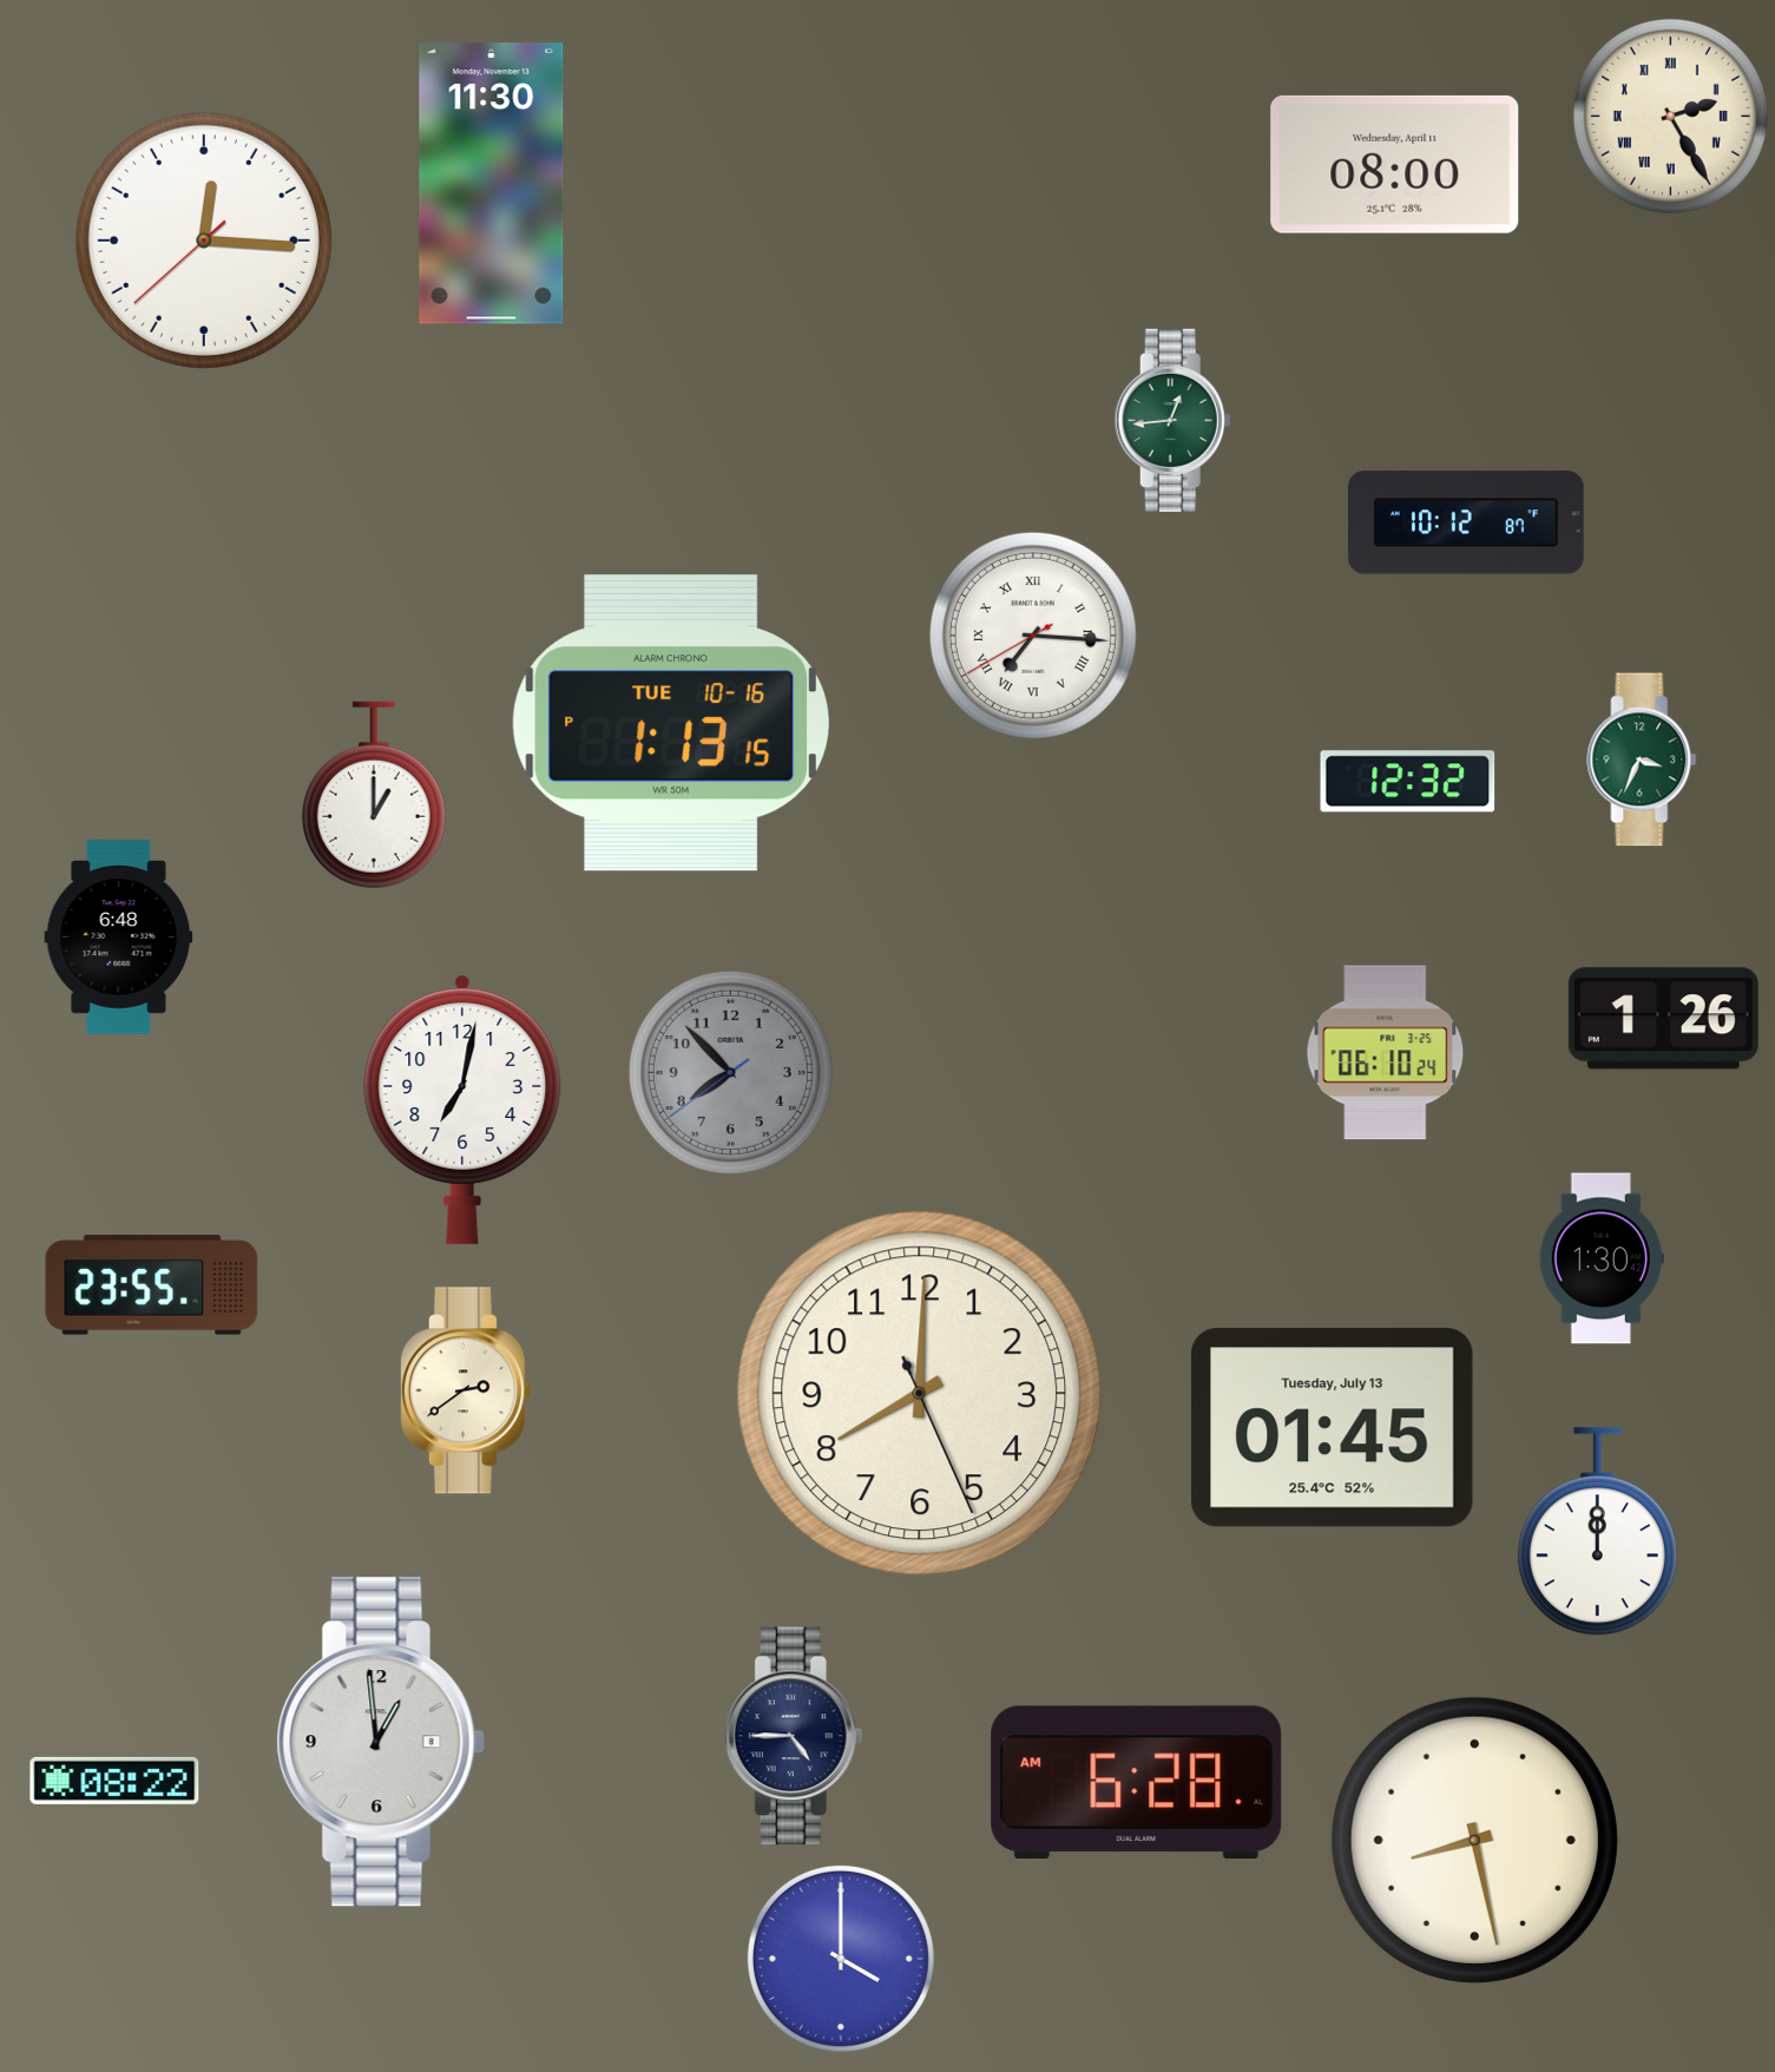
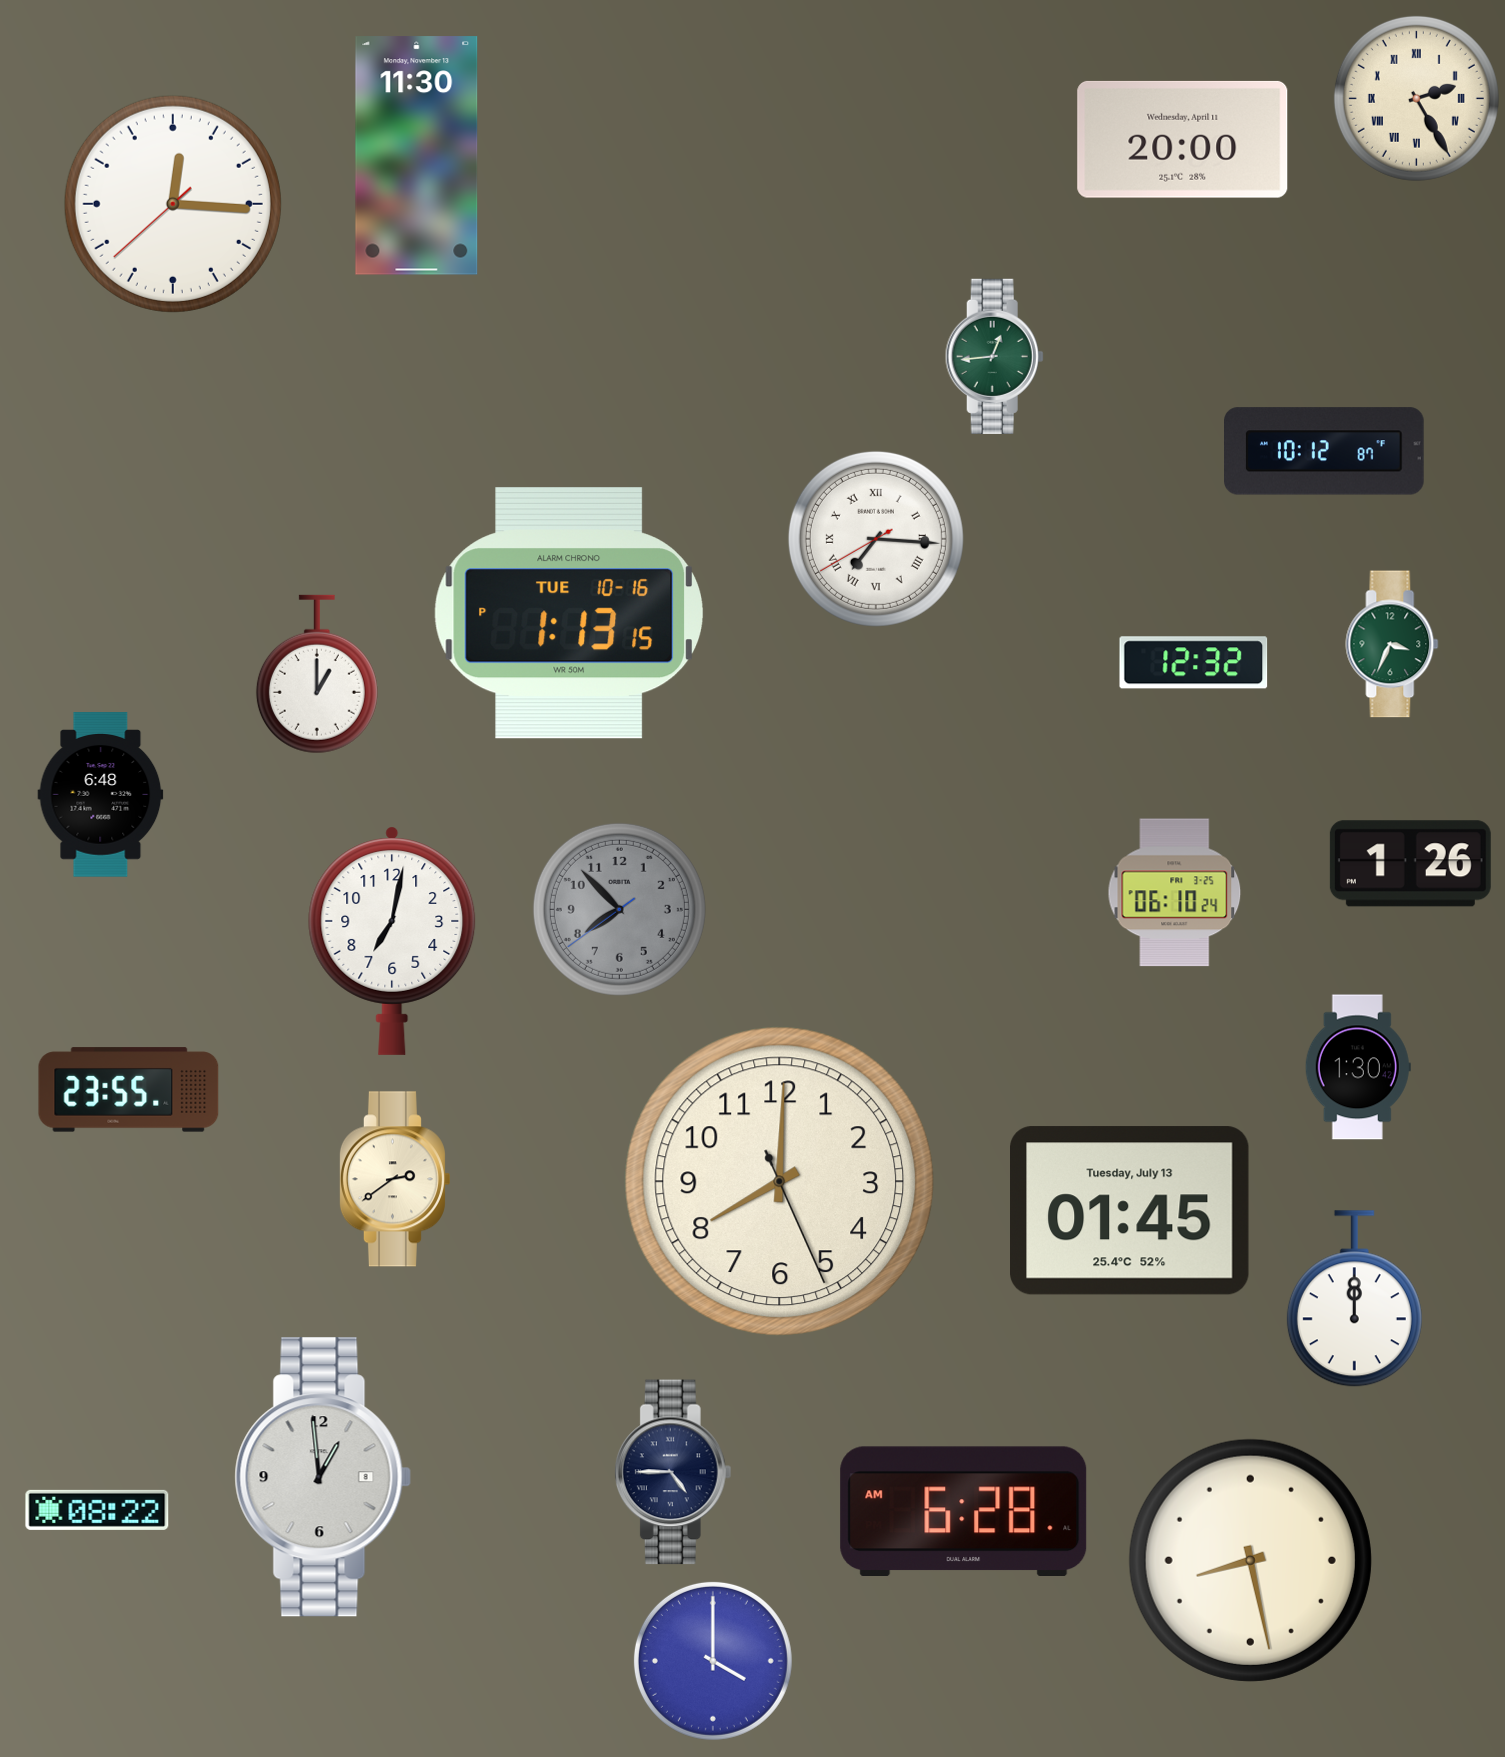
clock at (1395, 164): 08:00 -> 20:00
clock at (1467, 522) position: (1467, 522) -> (1325, 451)
